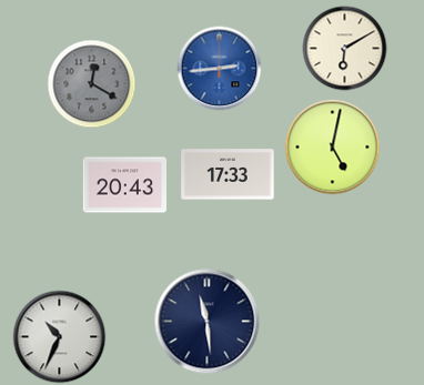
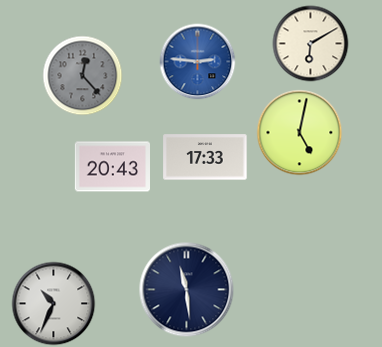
clock at (220, 69): 2:44 -> 2:46
clock at (92, 84): 12:20 -> 12:23
